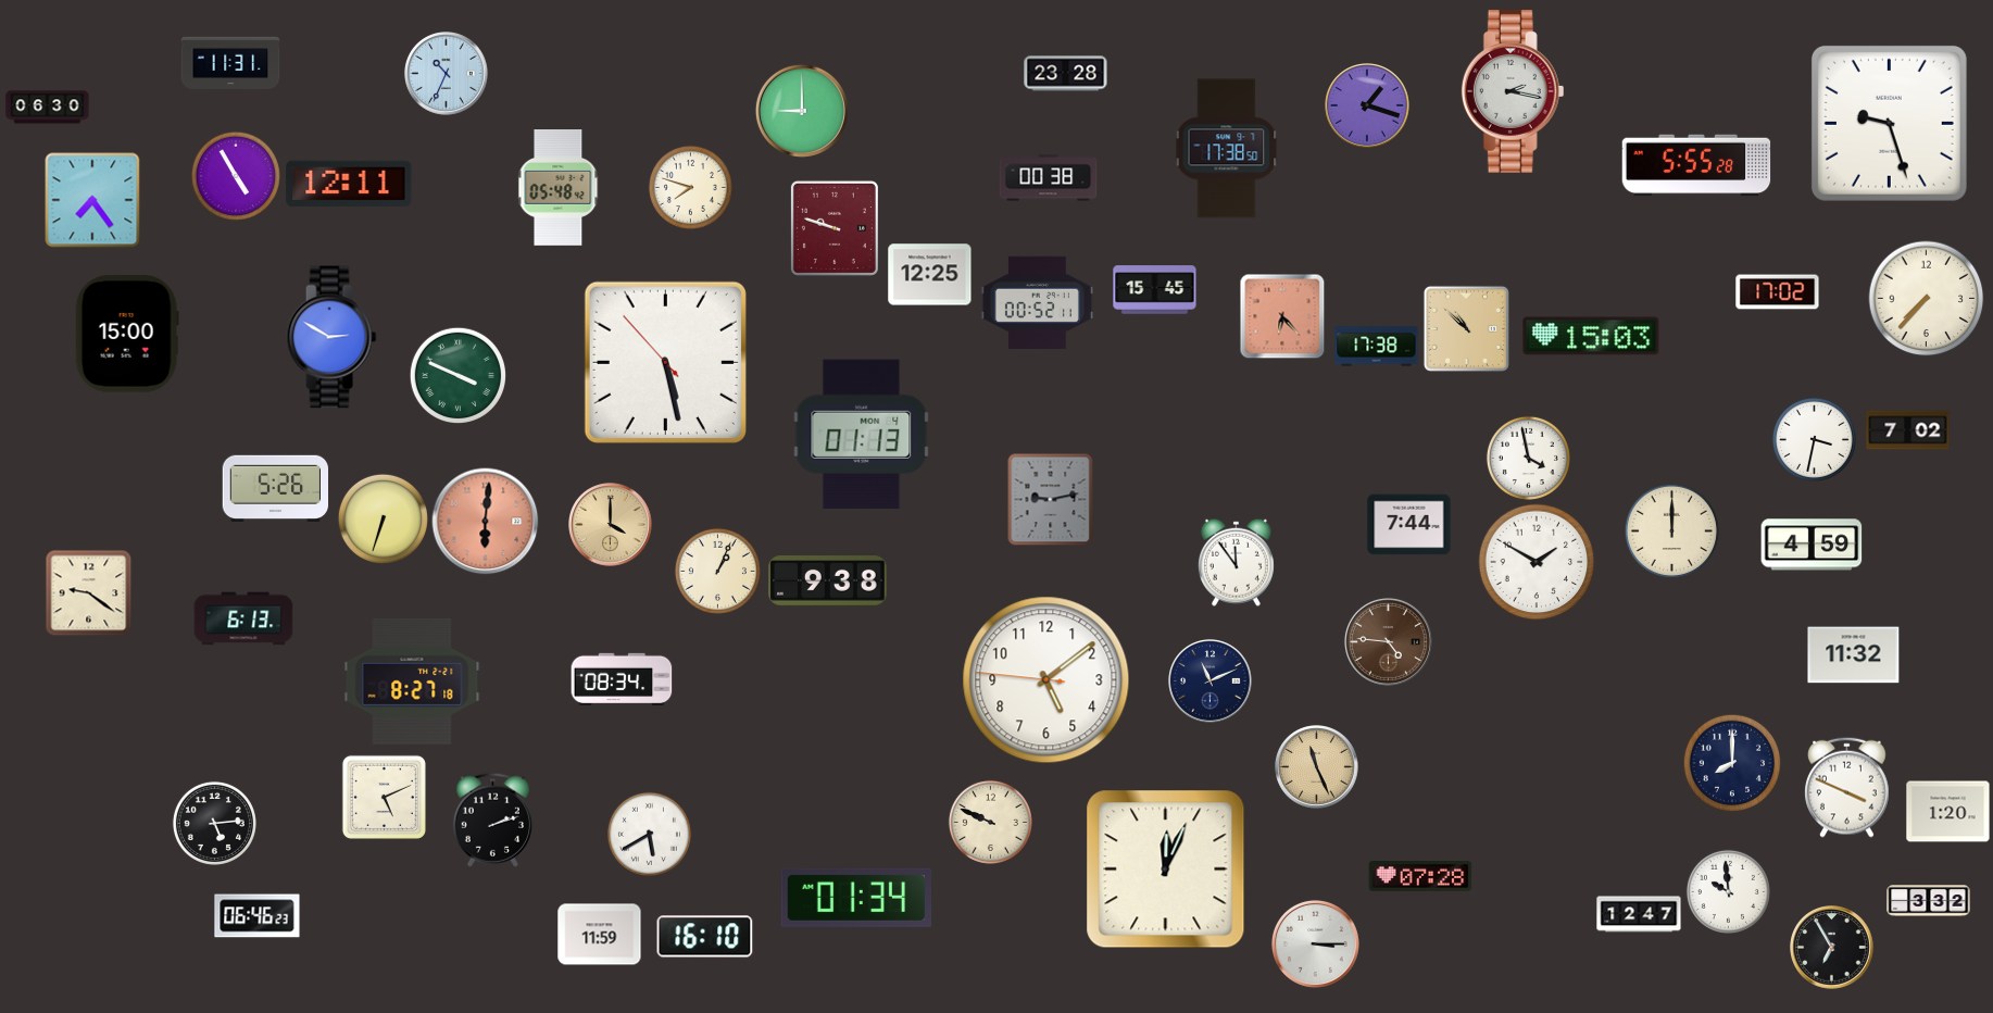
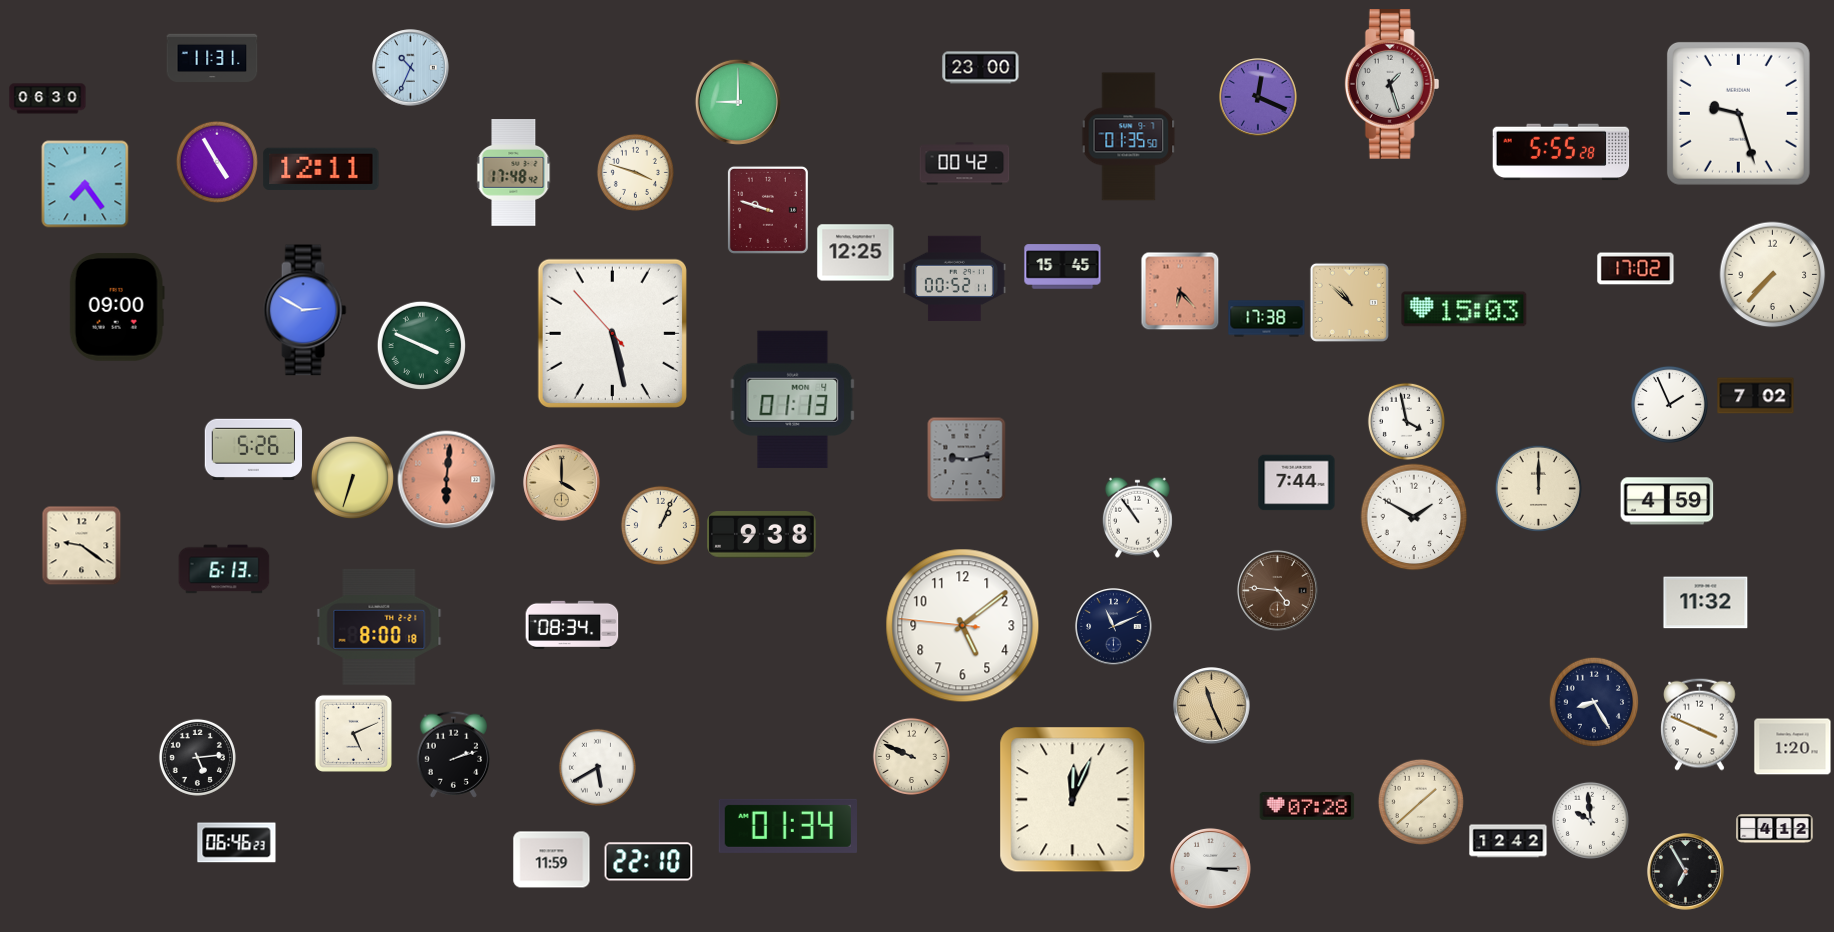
clock at (1066, 74): 23:28 -> 23:00
clock at (1513, 92): 2:17 -> 1:27
clock at (1367, 105): 1:18 -> 12:19
clock at (48, 108) position: (48, 108) -> (48, 99)
clock at (1227, 149): 17:38 -> 01:35
clock at (1049, 178): 00:38 -> 00:42
clock at (690, 187): 7:48 -> 3:48
clock at (559, 188): 05:48 -> 17:48
clock at (127, 334): 15:00 -> 09:00
clock at (1814, 439): 3:32 -> 1:56
clock at (1236, 562): 11:54 -> 10:54
clock at (412, 681): 8:27 -> 8:00
clock at (1731, 762): 8:00 -> 8:25
clock at (1421, 802): none -> 1:38
clock at (1929, 901): 3:32 -> 4:12
clock at (1639, 914): 12:47 -> 12:42
clock at (705, 937): 16:10 -> 22:10
